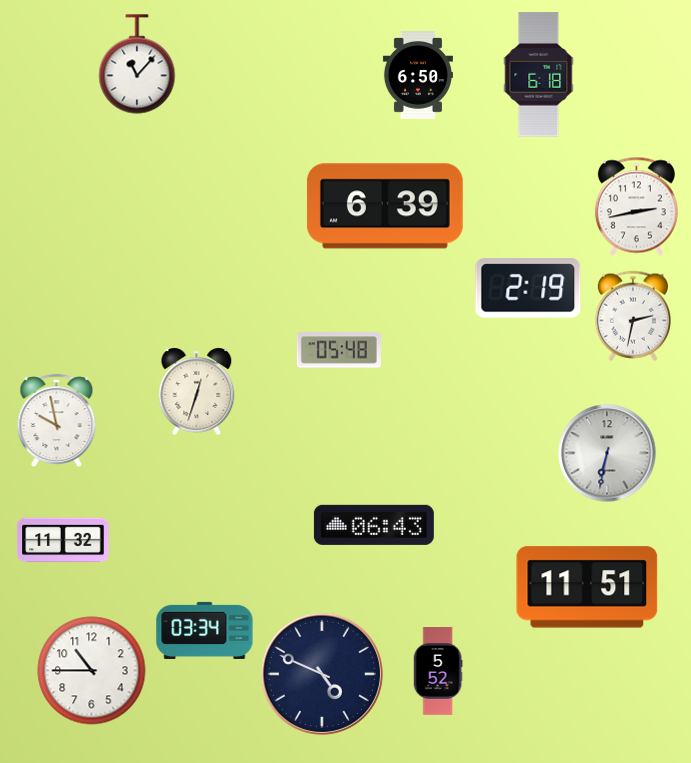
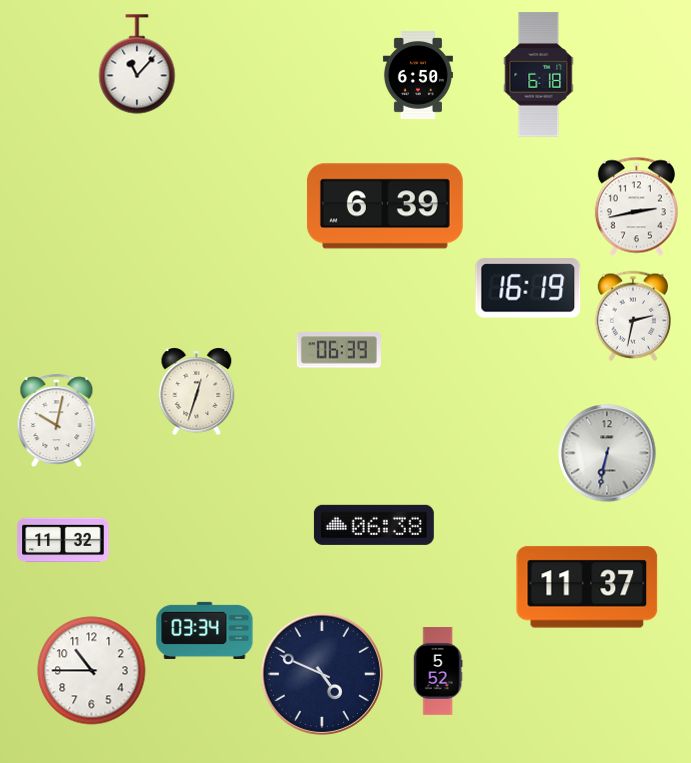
clock at (528, 288): 2:19 -> 16:19
clock at (339, 350): 05:48 -> 06:39
clock at (57, 420): 9:58 -> 10:02
clock at (374, 525): 06:43 -> 06:38
clock at (587, 587): 11:51 -> 11:37
